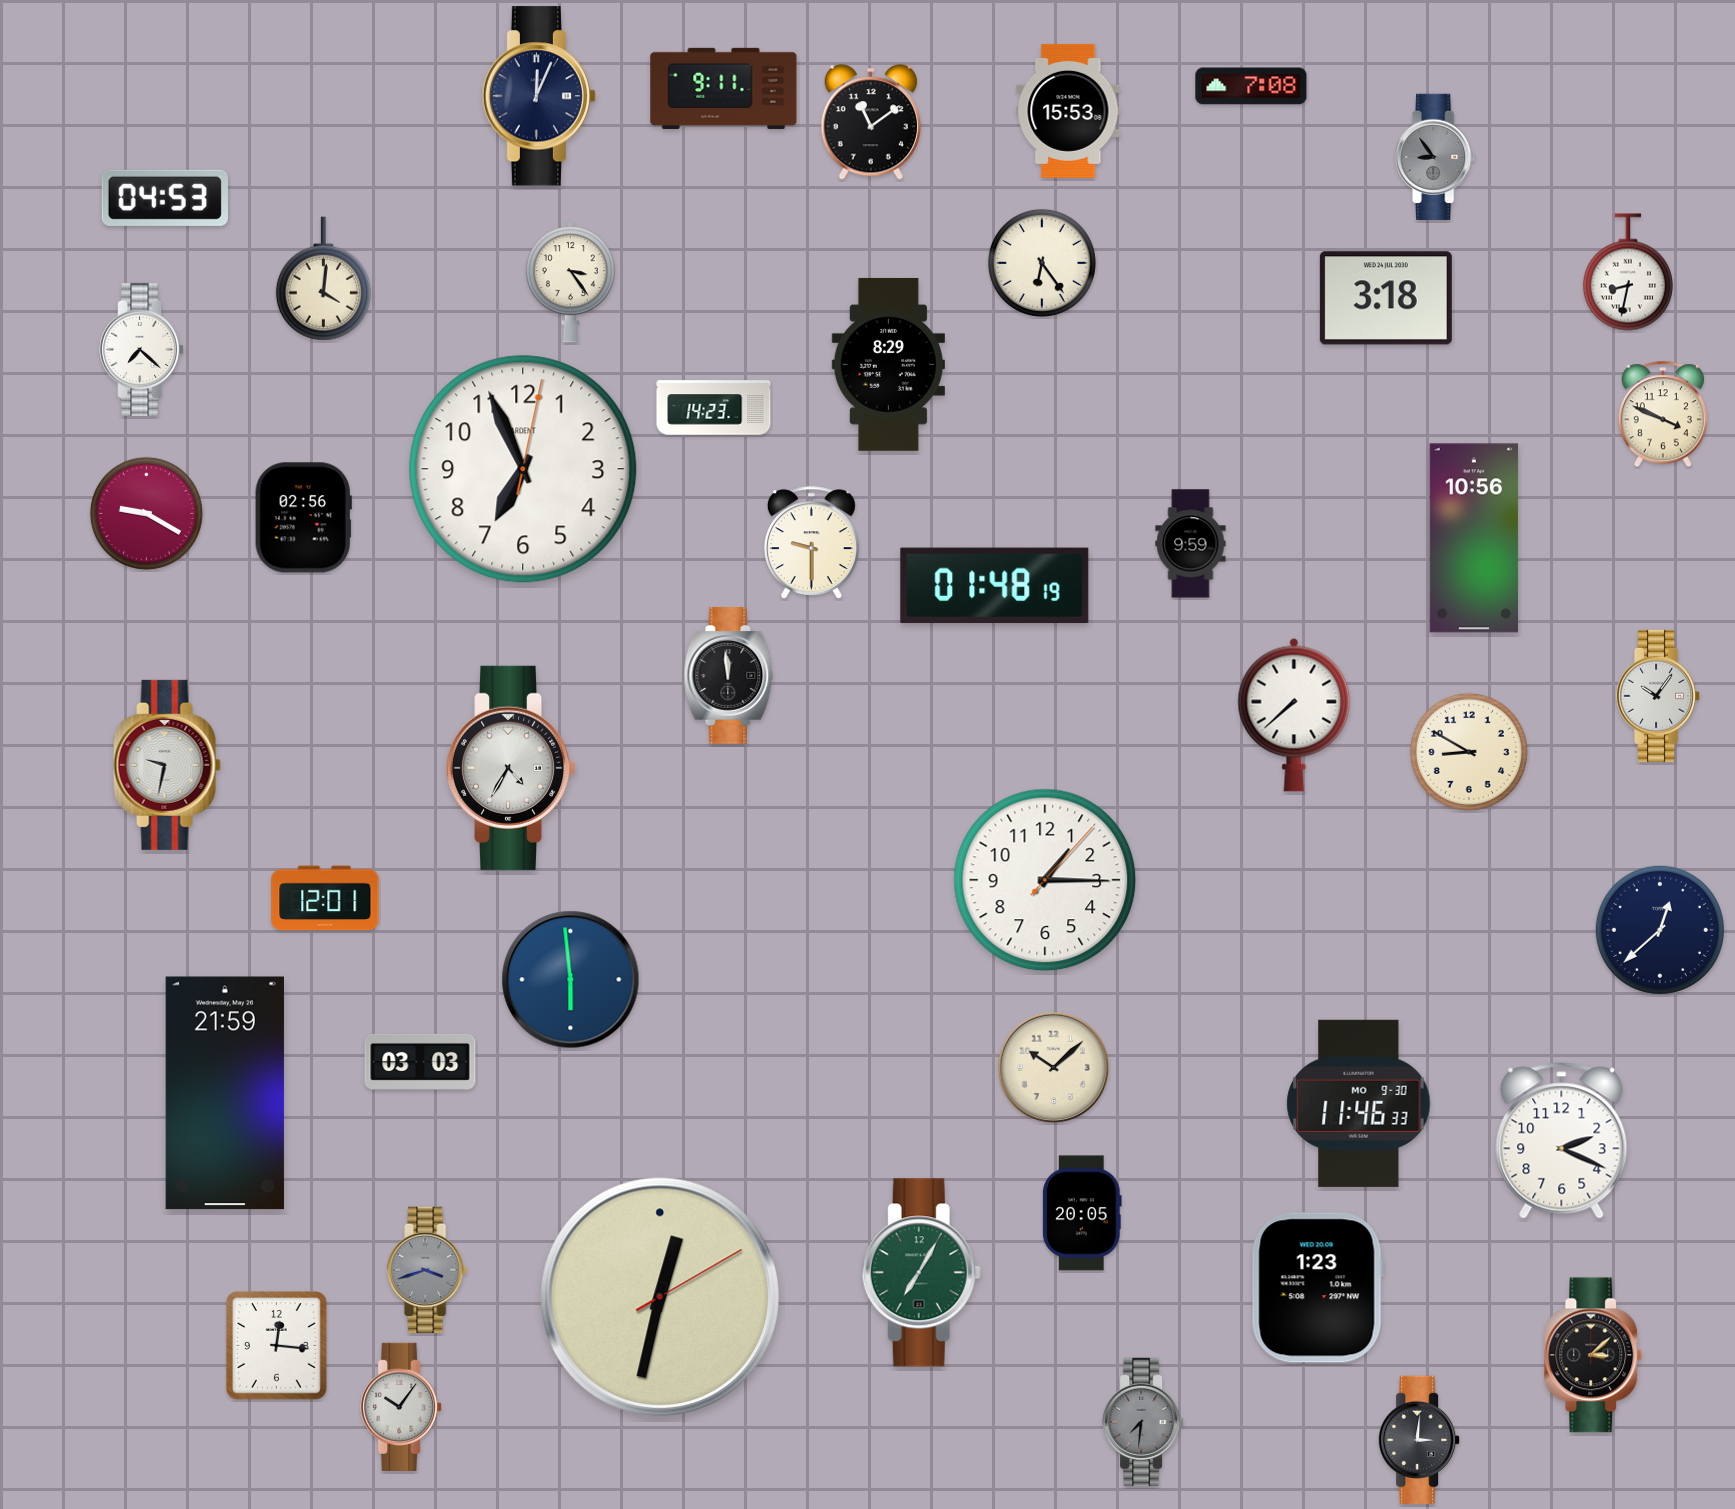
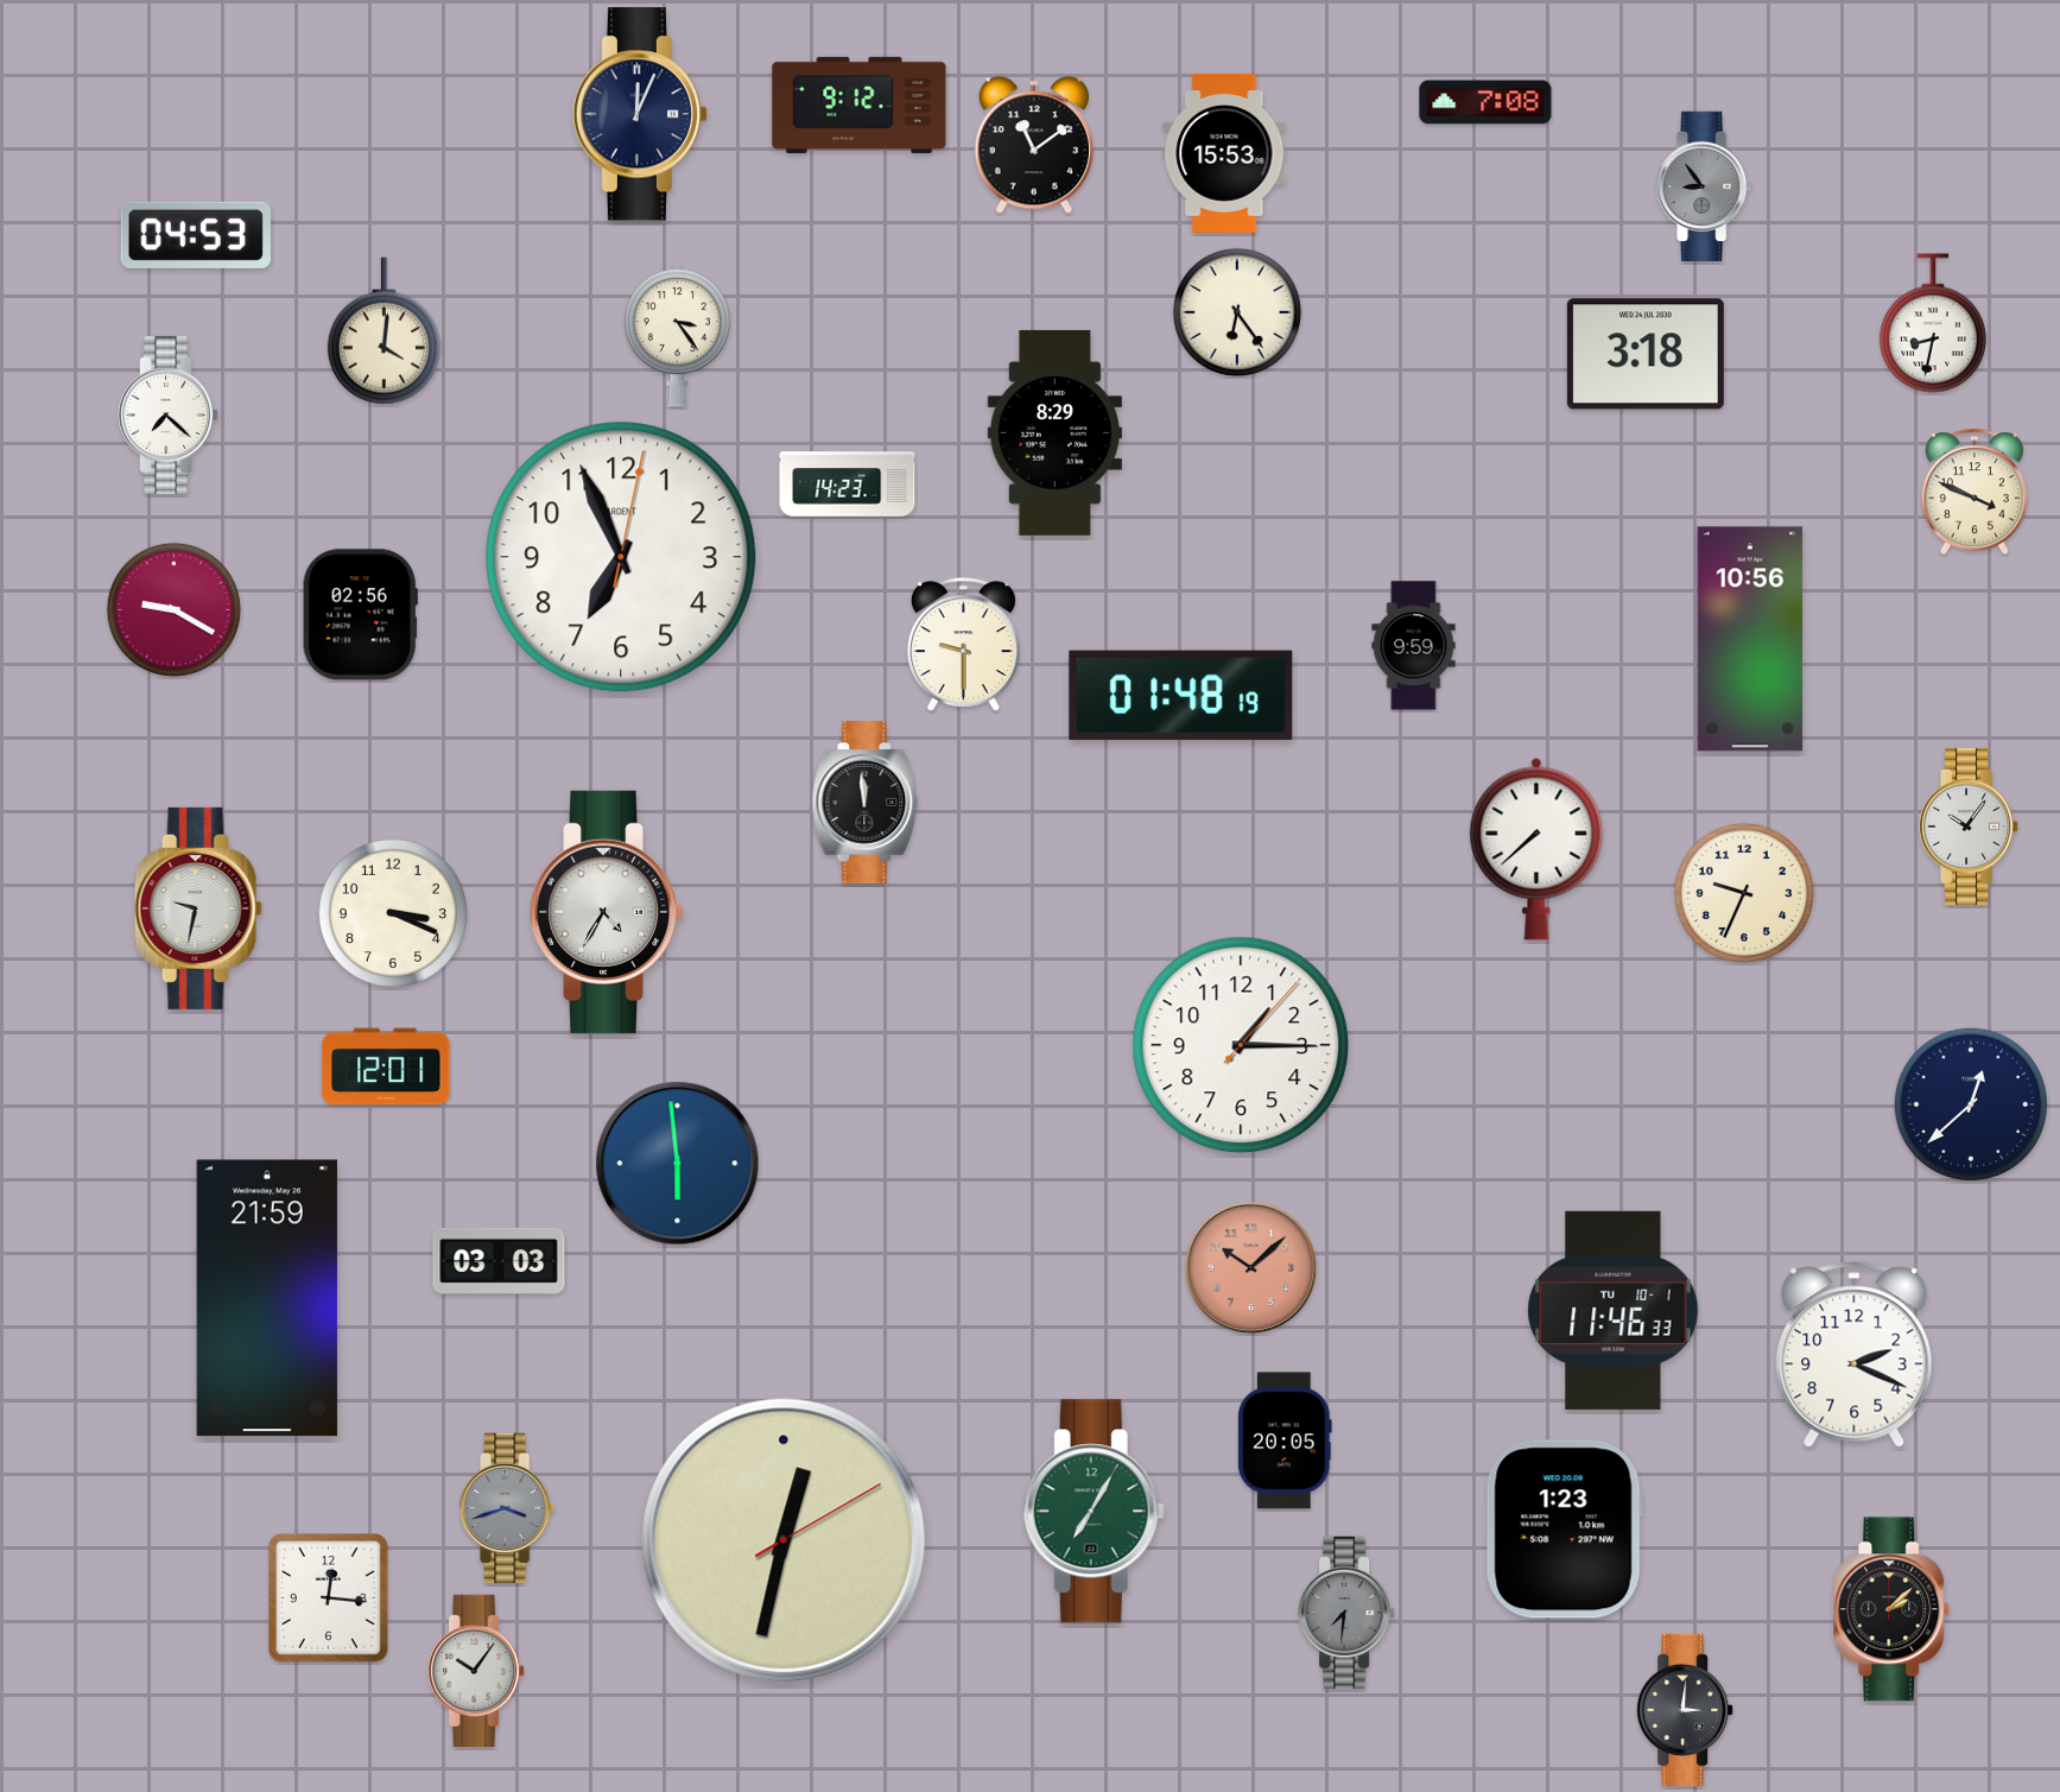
clock at (724, 88): 9:11 -> 9:12
clock at (1068, 111) position: (1068, 111) -> (1224, 153)
clock at (1469, 752): 8:50 -> 9:34
clock at (393, 913): none -> 3:19
clock at (1054, 1068) dial: cream -> salmon
clock at (1359, 1103) date: MO 9-30 -> TU 10-1
clock at (1593, 1355): 3:08 -> 2:08
clock at (1143, 1422) position: (1143, 1422) -> (1346, 1613)
